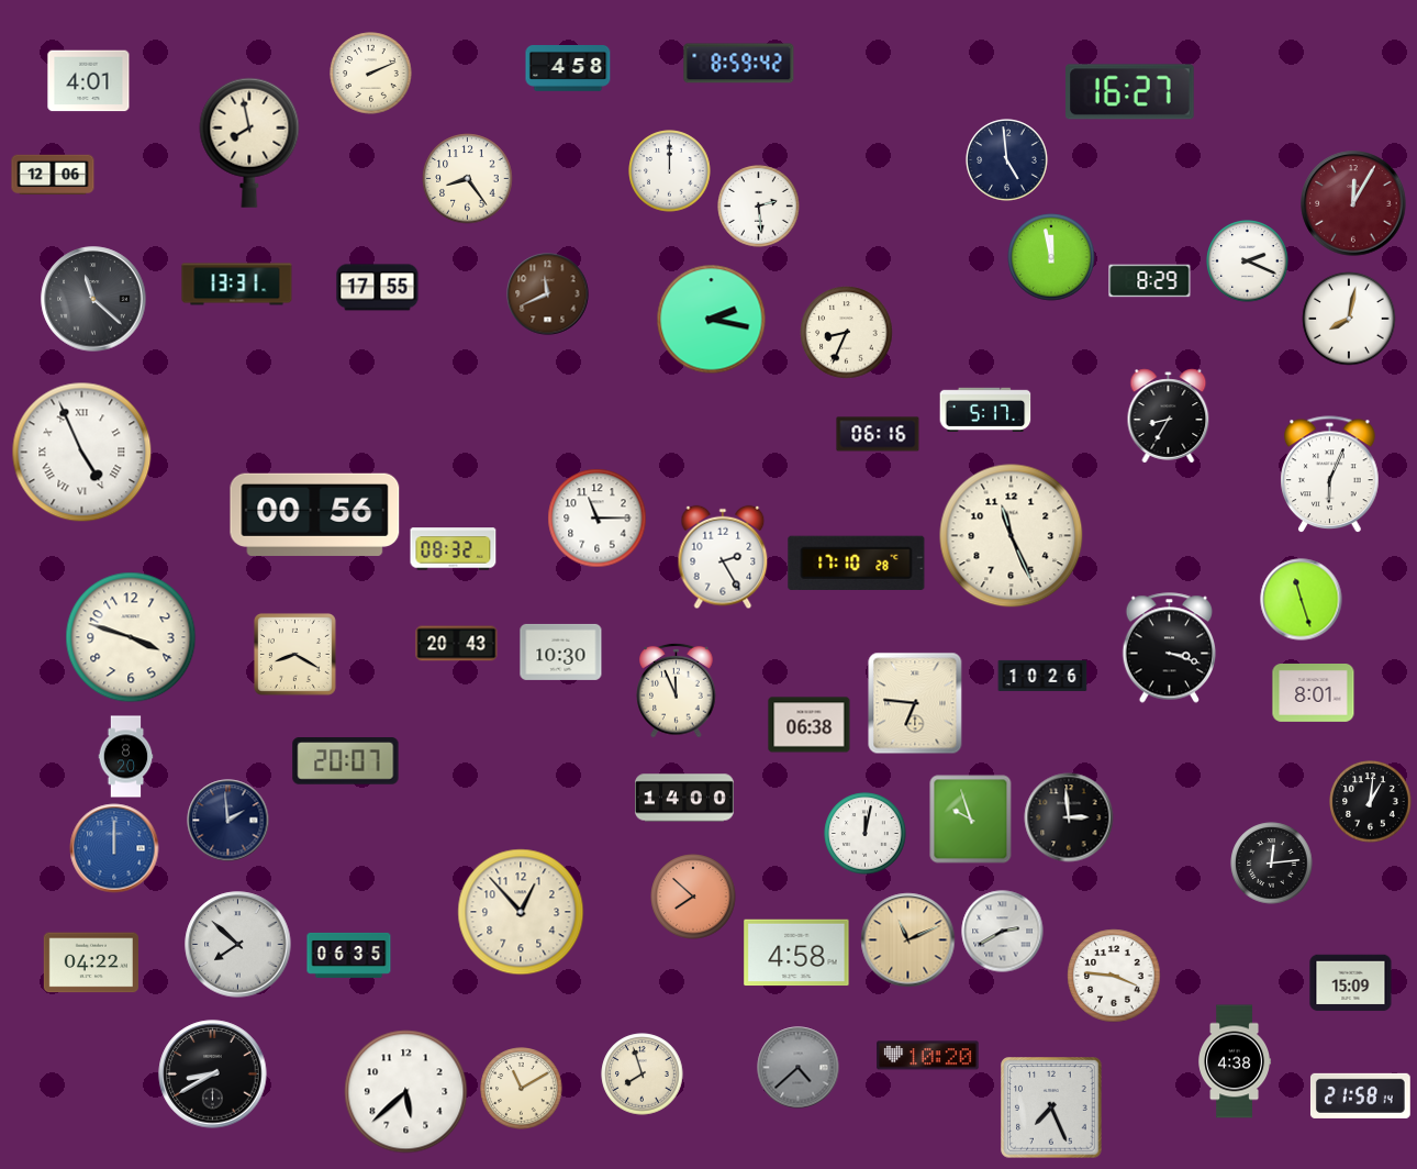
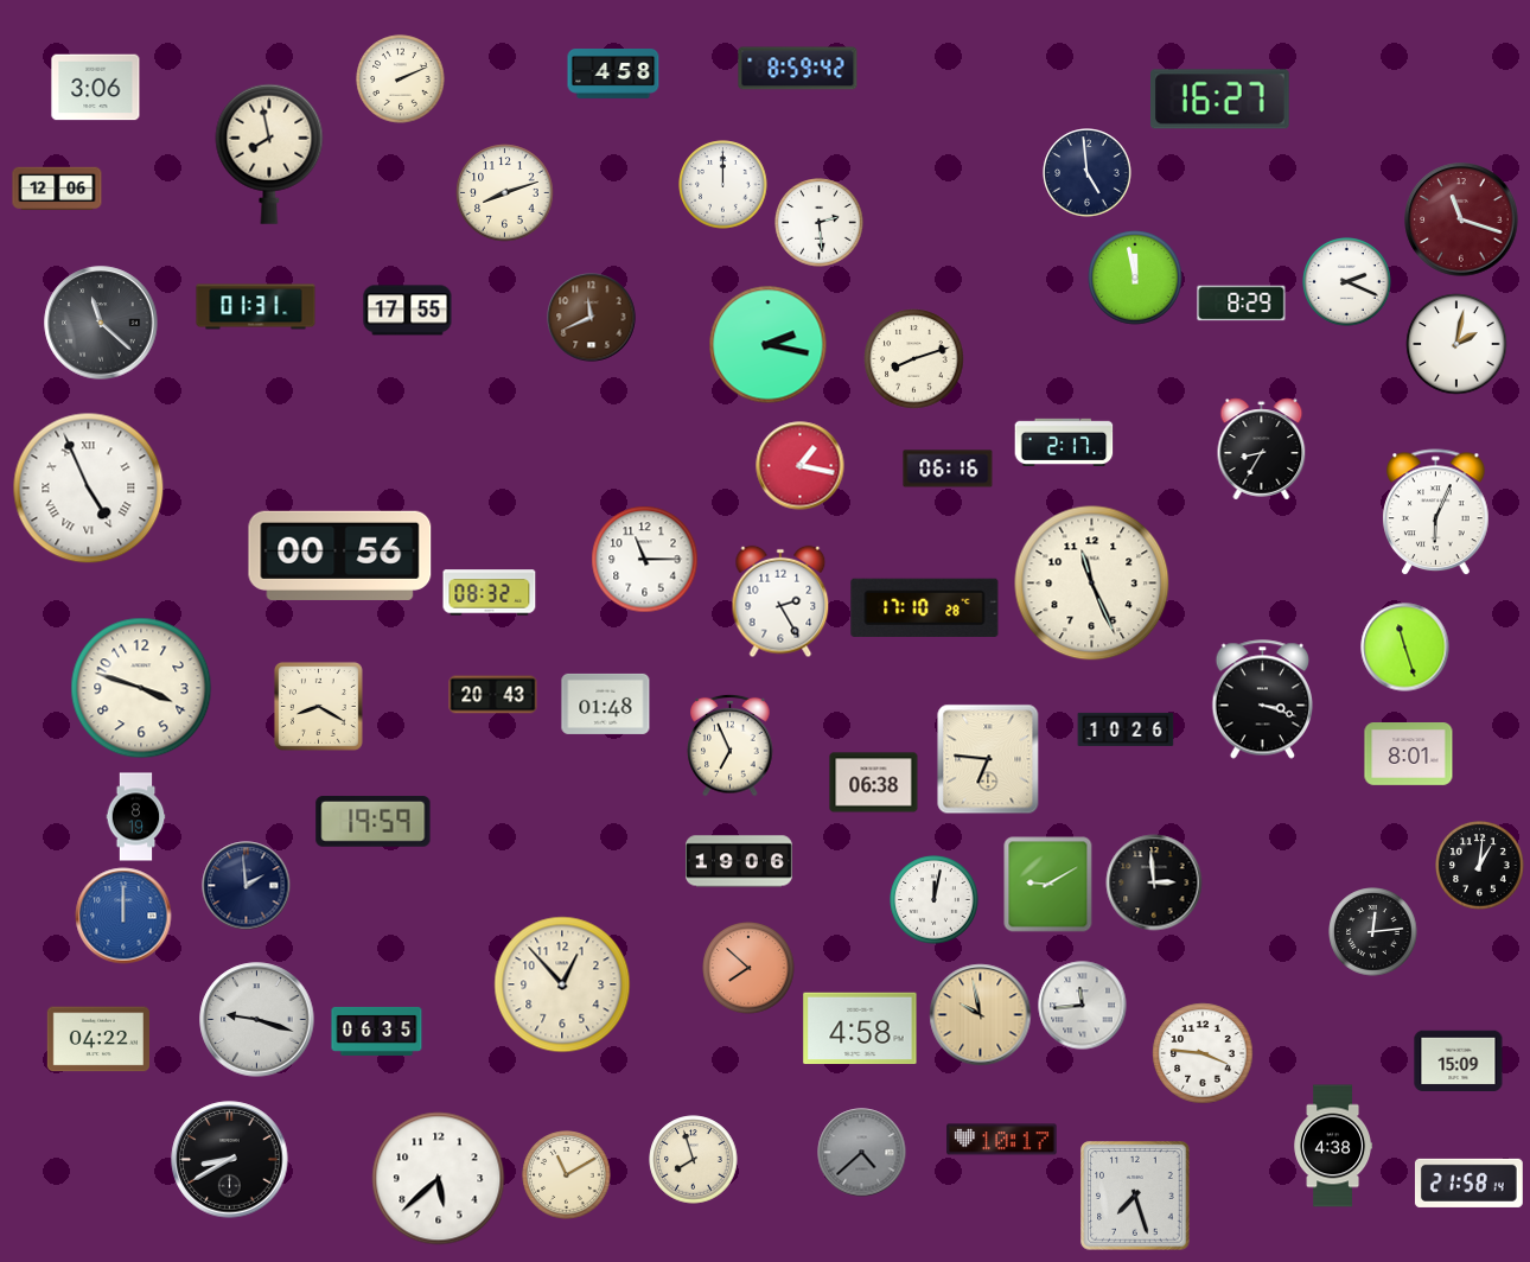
clock at (89, 81): 4:01 -> 3:06
clock at (468, 179): 8:24 -> 8:12
clock at (1353, 203): 12:05 -> 11:18
clock at (237, 285): 13:31 -> 01:31
clock at (1349, 319): 8:02 -> 2:02
clock at (847, 333): 8:34 -> 8:12
clock at (985, 409): 5:17 -> 2:17
clock at (801, 466): none -> 1:17
clock at (1012, 536) position: (1012, 536) -> (1092, 584)
clock at (561, 652): 10:30 -> 01:48
clock at (677, 690): 11:56 -> 6:56
clock at (1314, 693) position: (1314, 693) -> (1409, 754)
clock at (126, 757): 8:20 -> 8:19
clock at (346, 761): 20:07 -> 19:59
clock at (685, 798): 14:00 -> 19:06
clock at (971, 820): 9:57 -> 9:10
clock at (1003, 932): 2:40 -> 11:44
clock at (908, 940): 11:11 -> 9:58
clock at (238, 945): 7:52 -> 9:18
clock at (928, 1056): 10:20 -> 10:17
clock at (522, 1089) position: (522, 1089) -> (567, 1175)
clock at (1051, 1107): 7:26 -> 7:27
